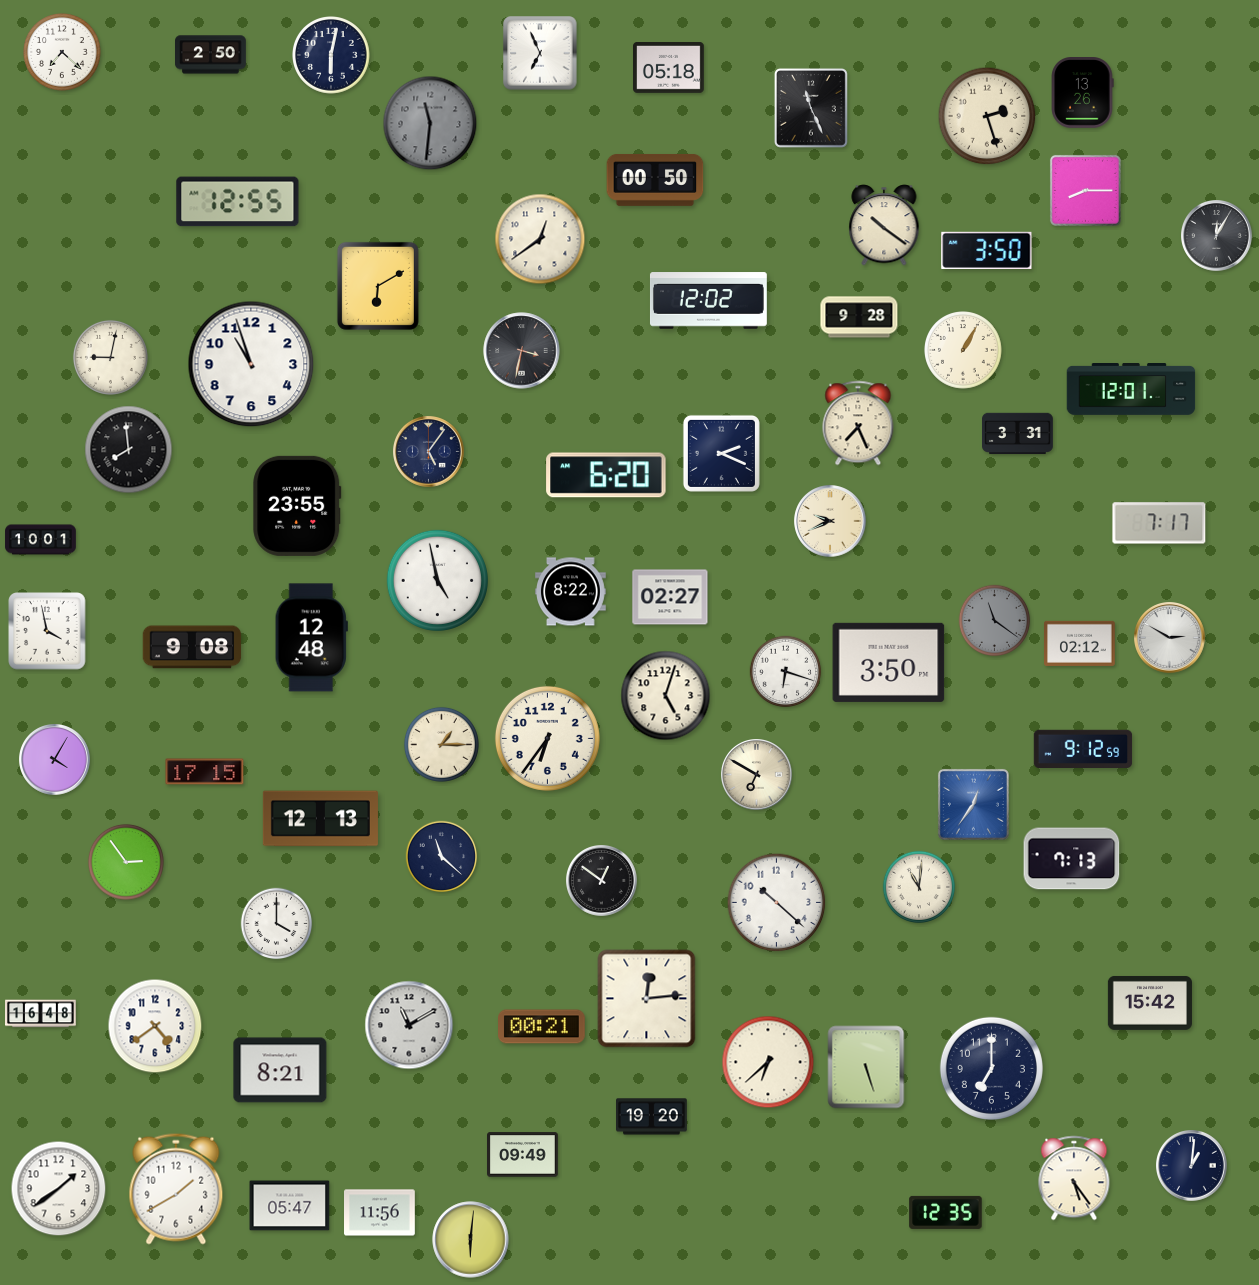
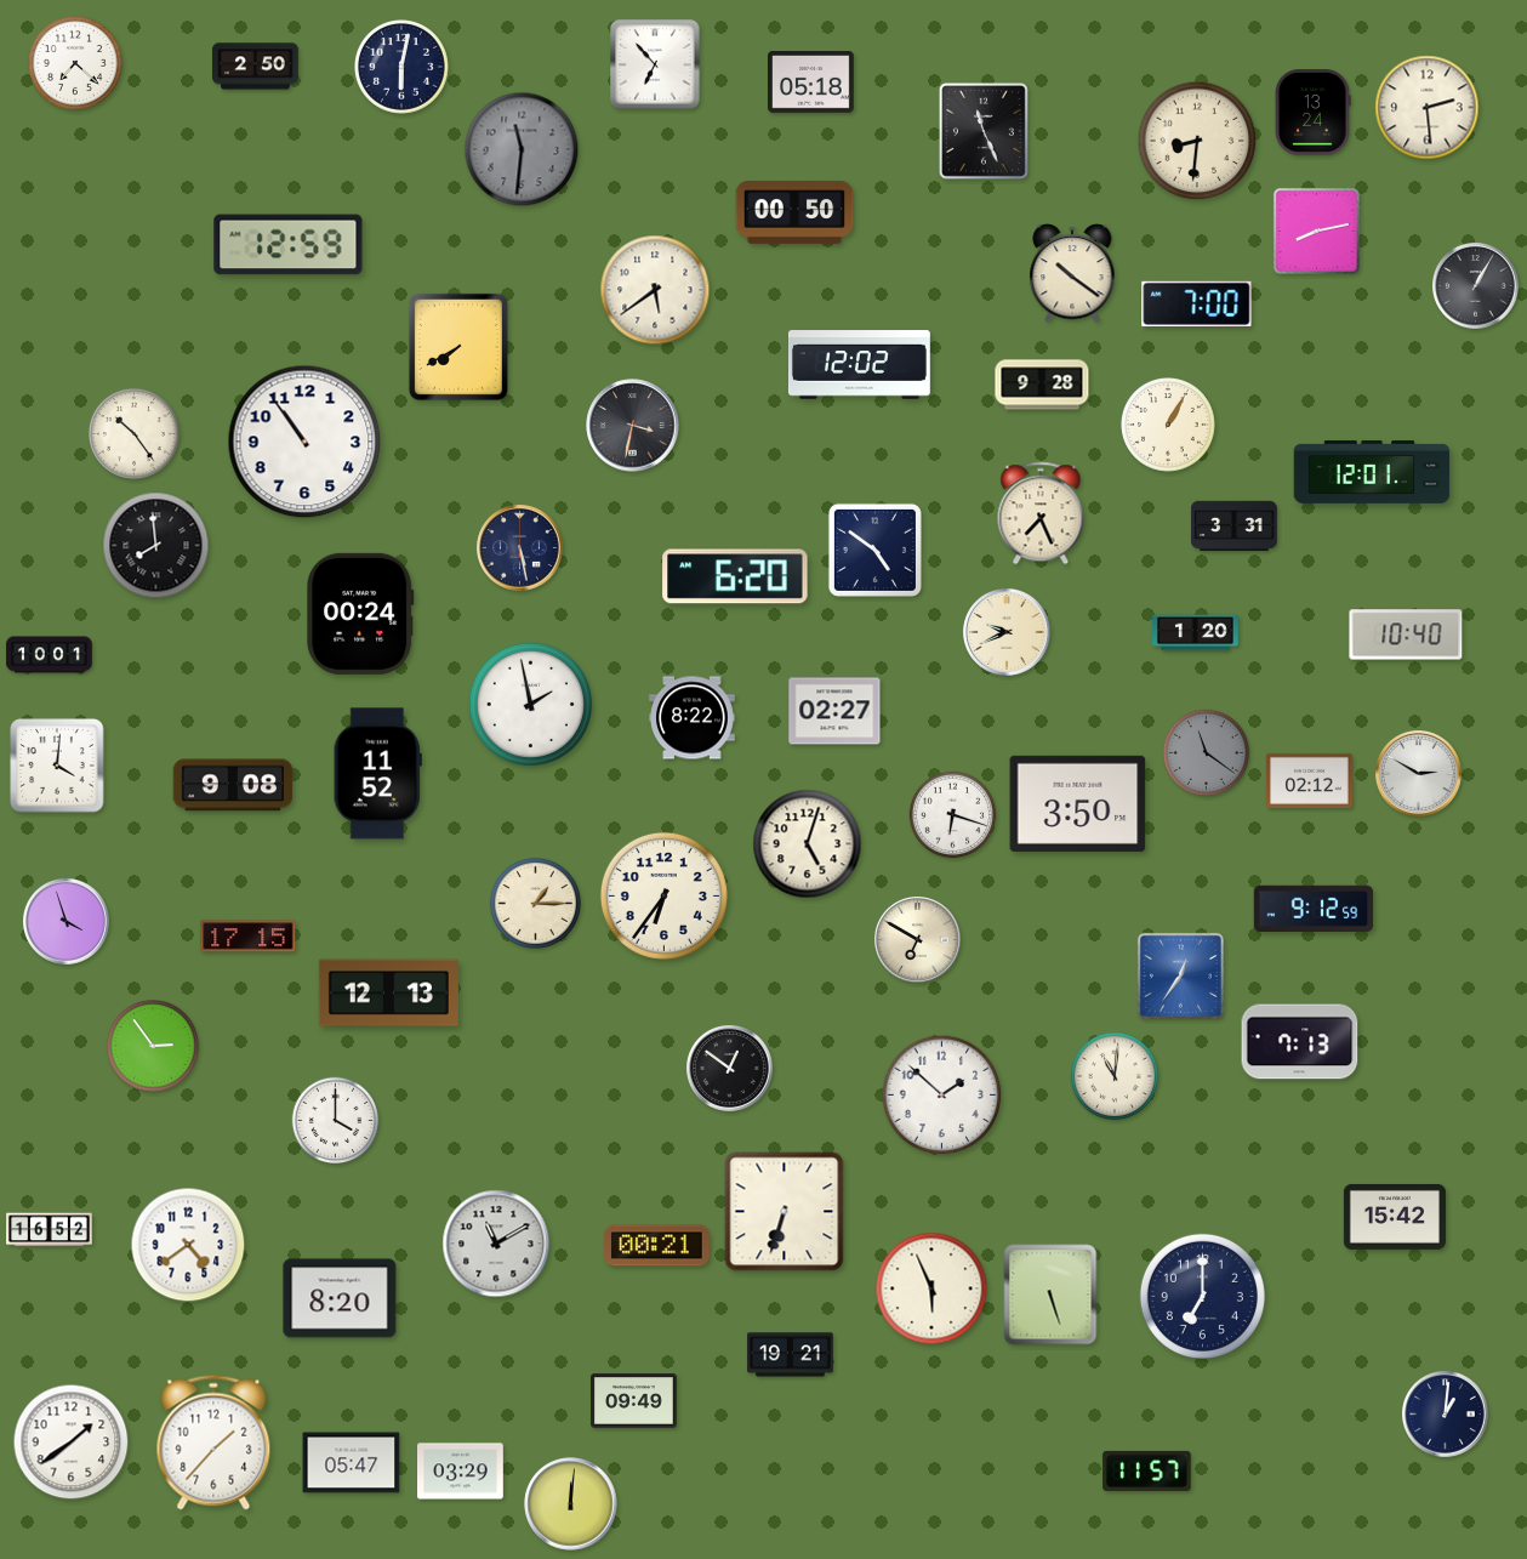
clock at (540, 53): 6:56 -> 6:53
clock at (1428, 108): none -> 2:29
clock at (1082, 93): 13:26 -> 13:24
clock at (987, 116): 2:27 -> 8:31
clock at (655, 180) position: (655, 180) -> (794, 212)
clock at (1085, 190): 8:15 -> 8:13
clock at (238, 202): 12:55 -> 12:59
clock at (1217, 236): 12:05 -> 1:05
clock at (540, 239): 12:39 -> 5:39
clock at (987, 250): 3:50 -> 7:00
clock at (378, 286): 6:10 -> 7:40
clock at (110, 357): 9:02 -> 10:24
clock at (251, 364): 10:57 -> 10:54
clock at (429, 452): 5:06 -> 5:28
clock at (721, 453): 2:19 -> 4:51
clock at (297, 506): 23:55 -> 00:24
clock at (1196, 633): none -> 1:20
clock at (1159, 523): 7:17 -> 10:40
clock at (437, 580): 4:58 -> 1:58
clock at (670, 597) position: (670, 597) -> (834, 711)
clock at (47, 631): 3:58 -> 4:01
clock at (311, 638): 12:48 -> 11:52
clock at (55, 760): 4:05 -> 3:57
clock at (442, 857): 11:22 -> none
clock at (777, 903): 10:22 -> 1:52
clock at (647, 999): 12:14 -> 6:33
clock at (41, 1014): 16:48 -> 16:52
clock at (768, 1062): 6:38 -> 5:56
clock at (280, 1070): 8:21 -> 8:20
clock at (652, 1117): 19:20 -> 19:21
clock at (1074, 1178): 5:24 -> none
clock at (176, 1189): 1:40 -> 1:37
clock at (946, 1212): 12:35 -> 11:57
clock at (380, 1213): 11:56 -> 03:29
clock at (471, 1240): 6:01 -> 12:01
